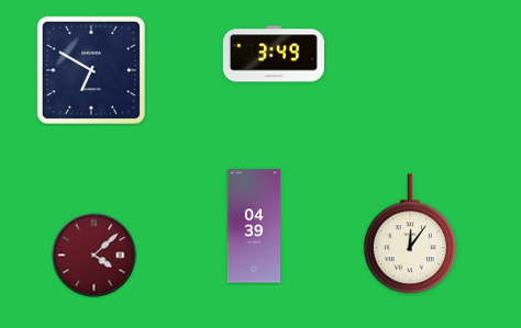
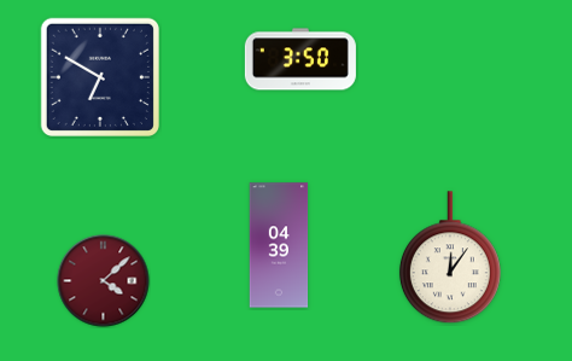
clock at (274, 54): 3:49 -> 3:50
clock at (254, 226) position: (254, 226) -> (279, 245)
